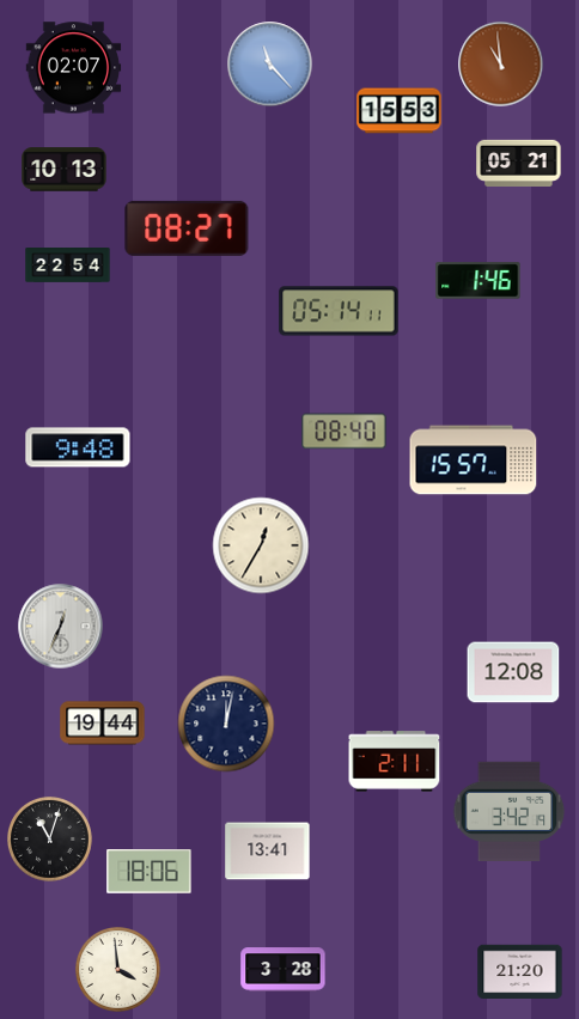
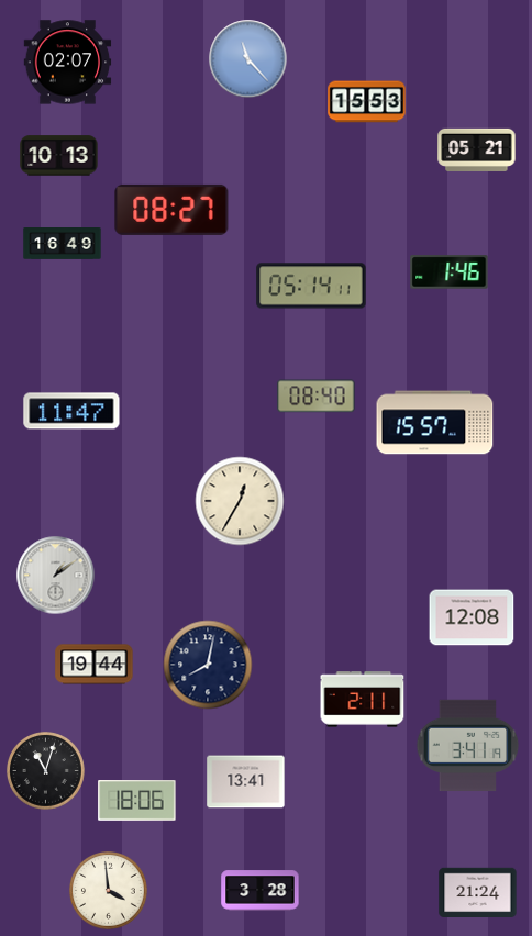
clock at (501, 65): 10:59 -> none
clock at (68, 266): 22:54 -> 16:49
clock at (479, 281) position: (479, 281) -> (450, 272)
clock at (78, 447): 9:48 -> 11:47
clock at (61, 627): 12:34 -> 1:09
clock at (226, 724): 12:02 -> 8:02
clock at (510, 812): 3:42 -> 3:41
clock at (520, 972): 21:20 -> 21:24
